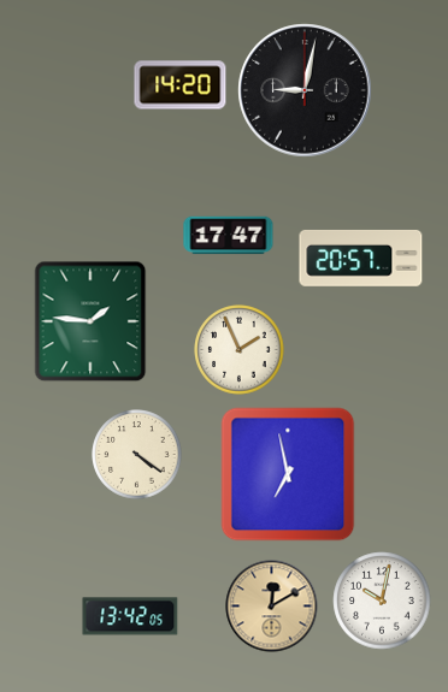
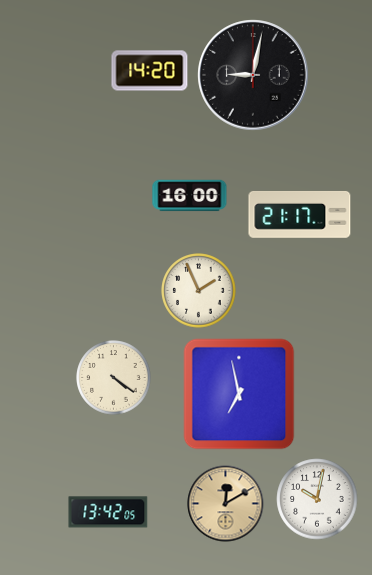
clock at (229, 236): 17:47 -> 16:00
clock at (361, 258): 20:57 -> 21:17
clock at (90, 321): 1:46 -> none
